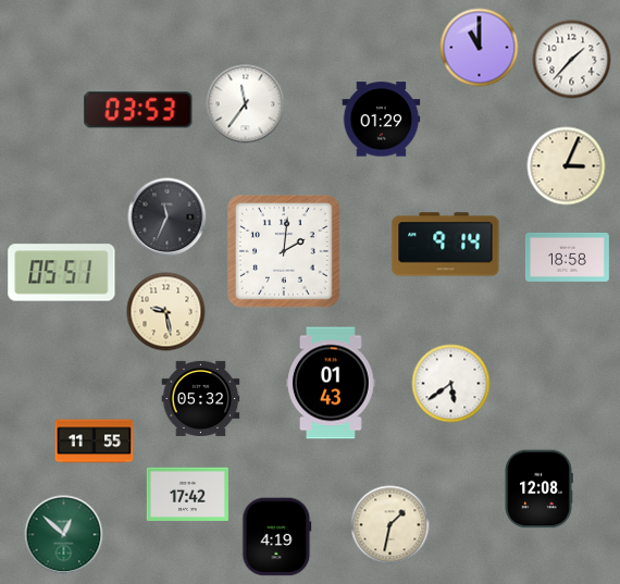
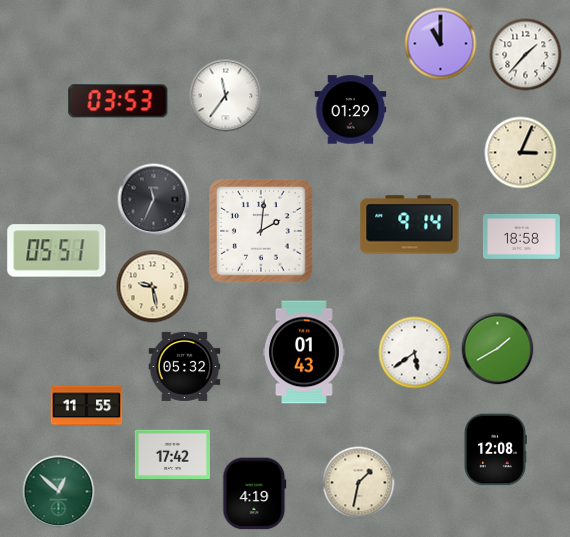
clock at (138, 110) position: (138, 110) -> (118, 101)
clock at (498, 349): none -> 1:40
